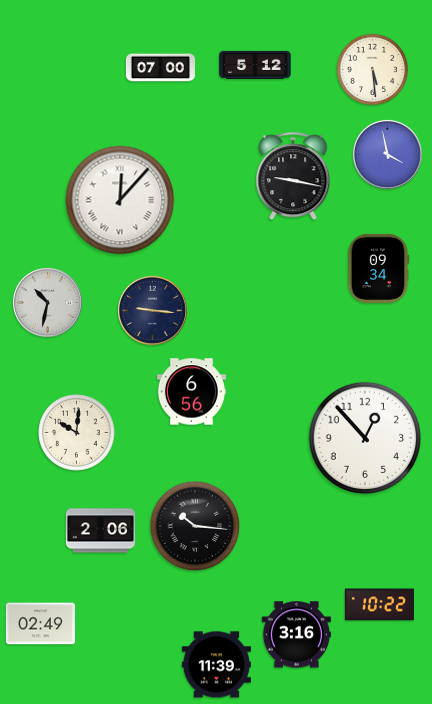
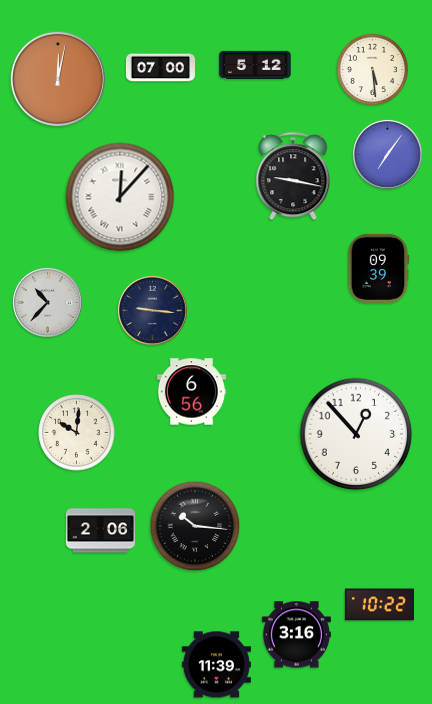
clock at (58, 79): none -> 12:02
clock at (387, 154): 3:58 -> 7:06
clock at (120, 200) position: (120, 200) -> (120, 197)
clock at (378, 268): 09:34 -> 09:39
clock at (47, 302): 10:32 -> 10:37
clock at (365, 438) position: (365, 438) -> (356, 434)
clock at (40, 624): 02:49 -> none
